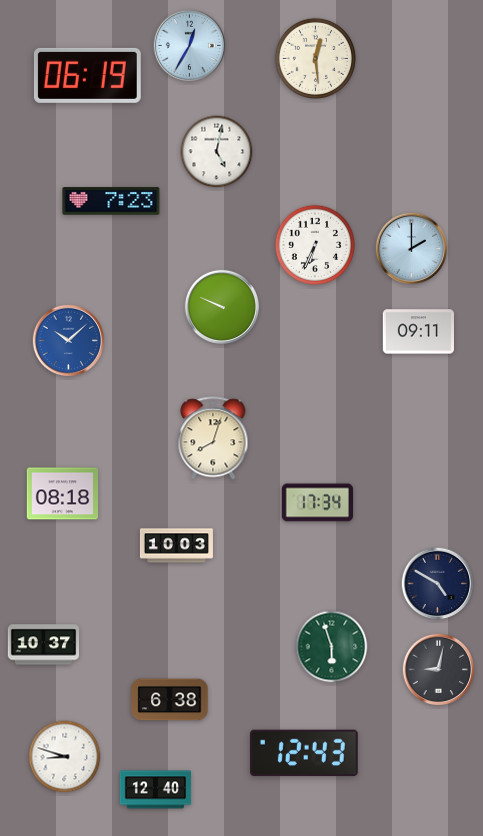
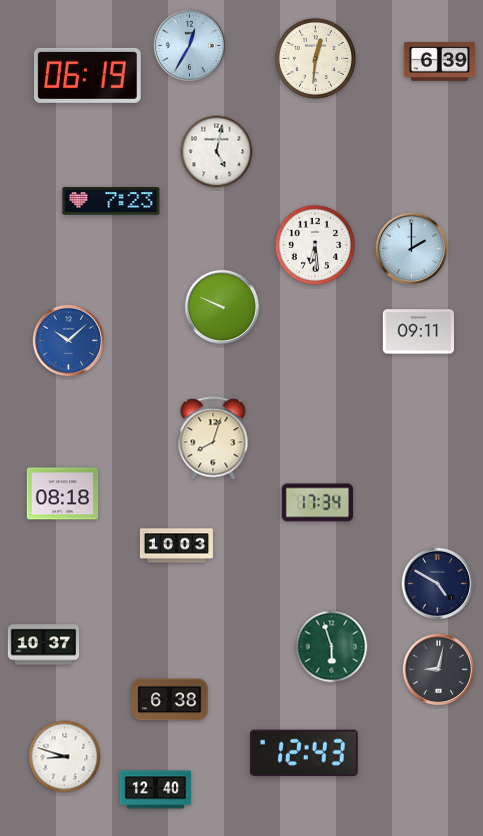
clock at (315, 58): 12:29 -> 12:31
clock at (440, 62): none -> 6:39
clock at (314, 244): 6:34 -> 6:29
